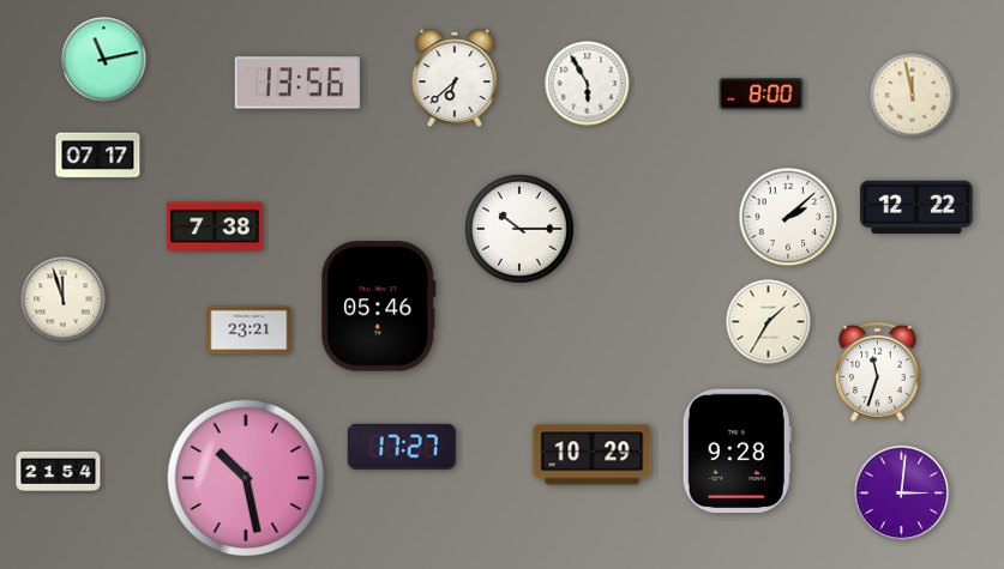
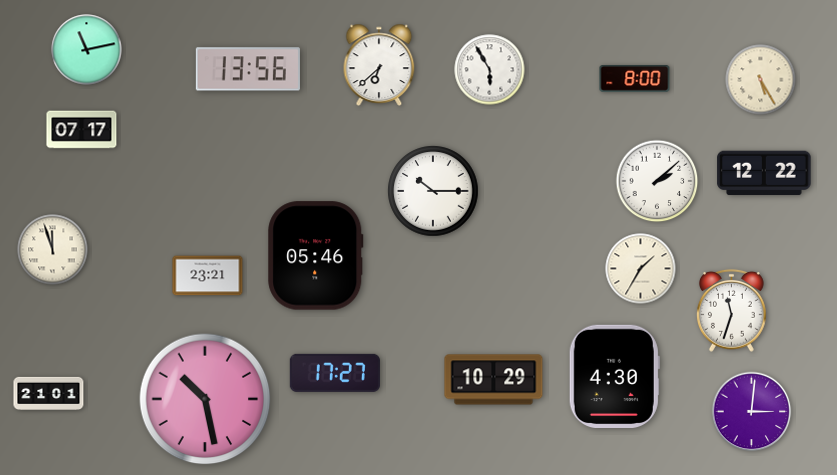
clock at (913, 96): 11:58 -> 5:25
clock at (215, 226): 7:38 -> none
clock at (737, 450): 9:28 -> 4:30
clock at (59, 471): 21:54 -> 21:01
